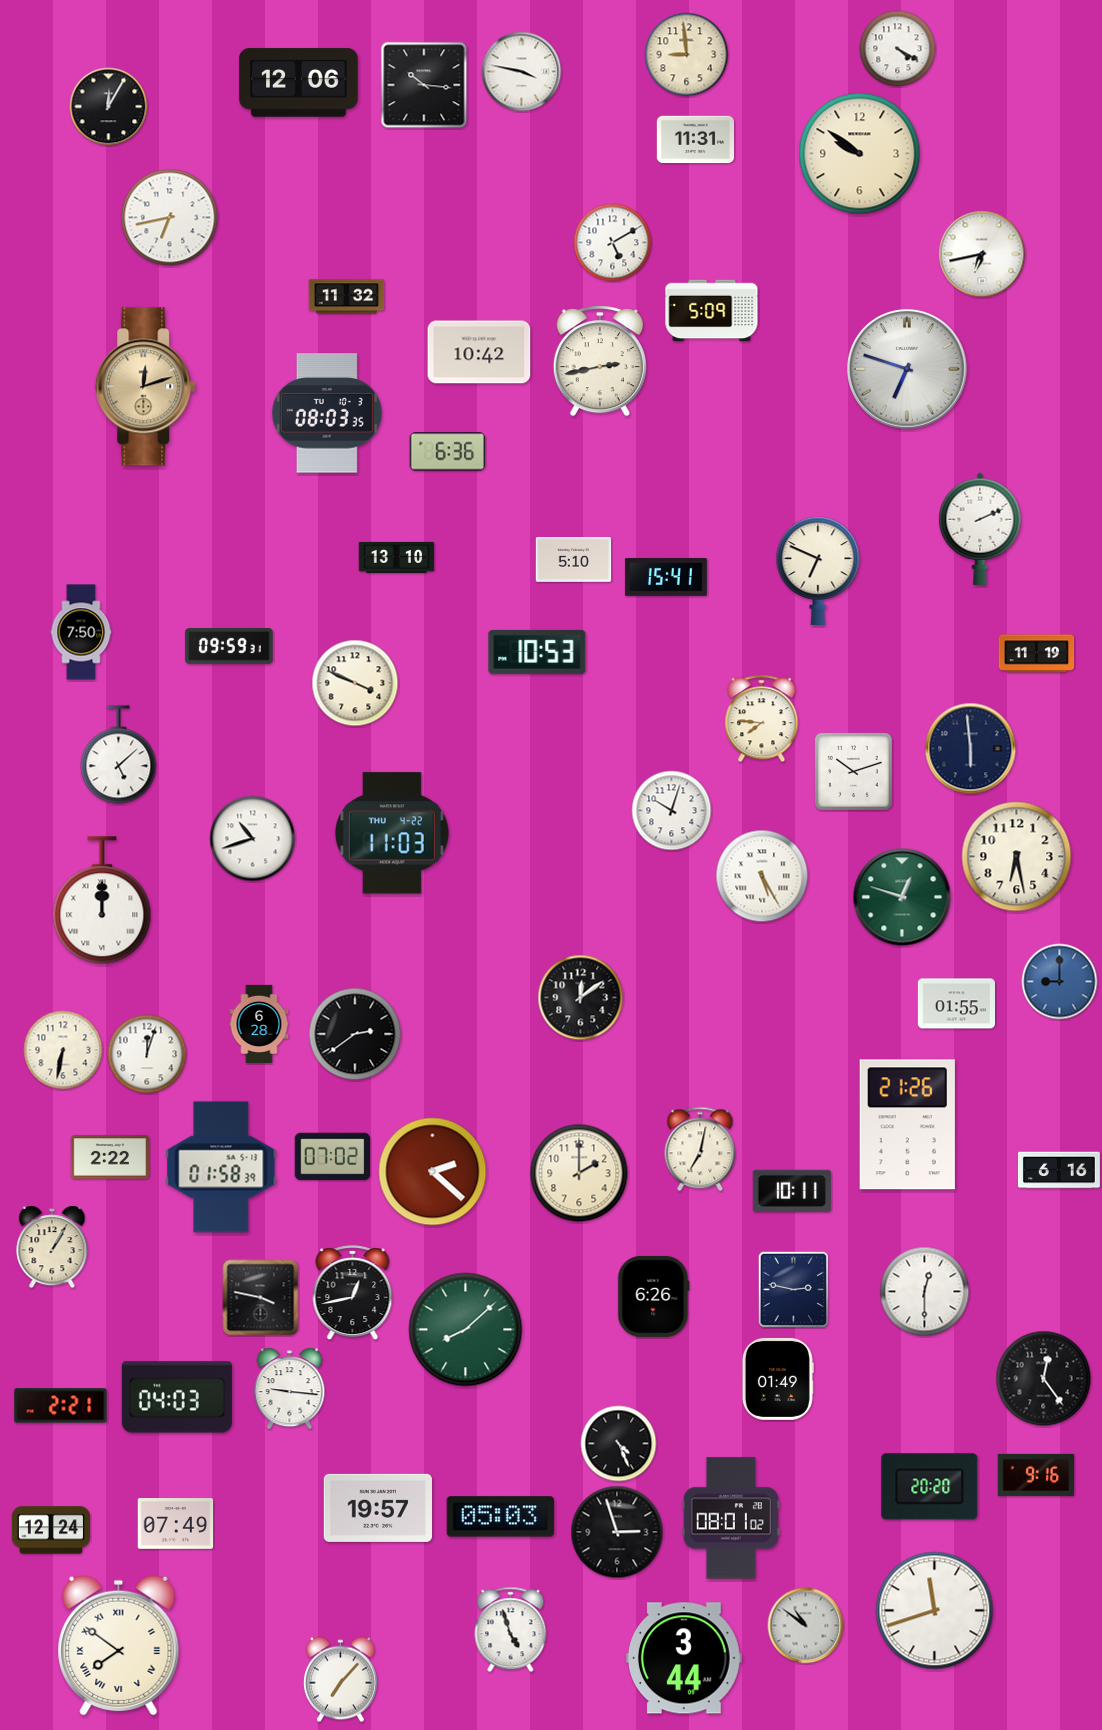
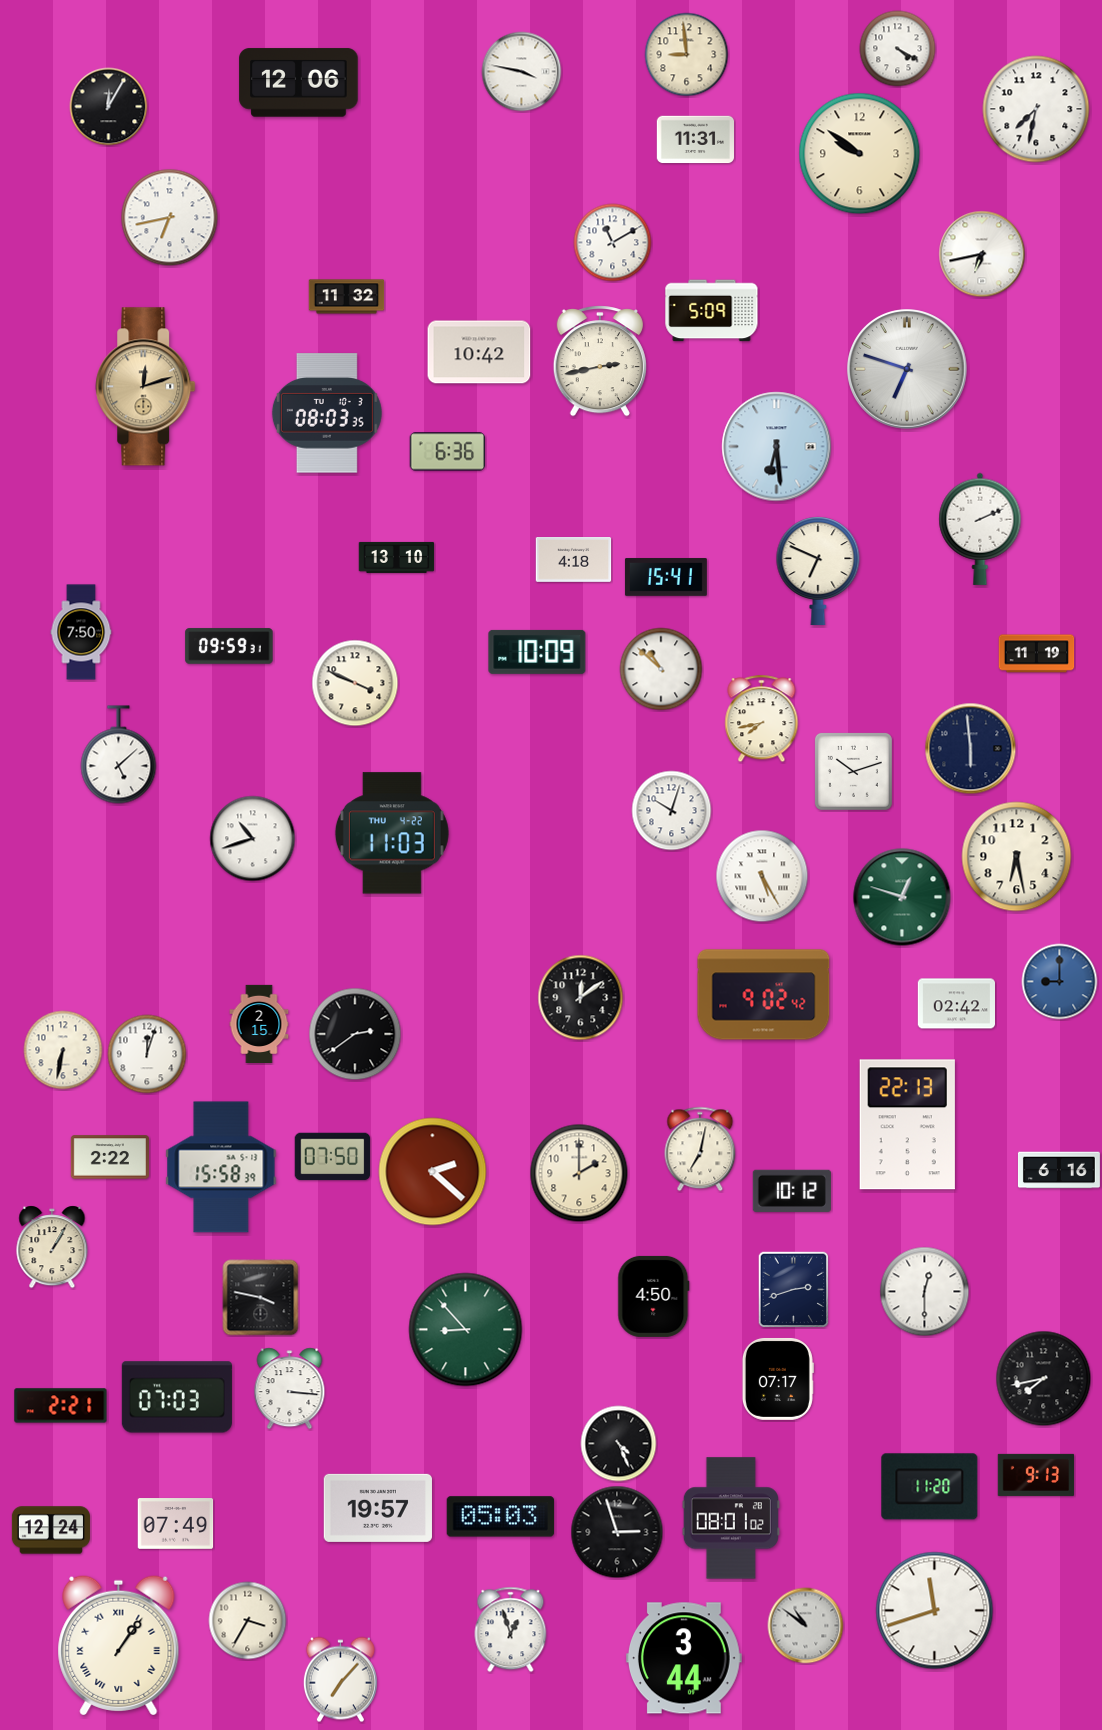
clock at (424, 85): 10:16 -> none
clock at (1036, 109): none -> 7:32
clock at (613, 243): 5:10 -> 11:10
clock at (777, 447): none -> 6:29
clock at (574, 560): 5:10 -> 4:18
clock at (537, 652): 10:53 -> 10:09
clock at (661, 669): none -> 10:52
clock at (762, 719): 7:46 -> 7:43
clock at (102, 901): 12:00 -> none
clock at (764, 995): none -> 9:02
clock at (956, 1004): 01:55 -> 02:42
clock at (259, 1023): 6:28 -> 2:15
clock at (907, 1125): 21:26 -> 22:13
clock at (333, 1157): 07:02 -> 07:50
clock at (221, 1167): 01:58 -> 15:58
clock at (792, 1191): 10:11 -> 10:12
clock at (794, 1290): 2:47 -> 2:42
clock at (353, 1292): 12:43 -> none
clock at (654, 1296): 6:26 -> 4:50
clock at (466, 1330): 8:08 -> 8:53
clock at (777, 1379): 01:49 -> 07:17
clock at (1044, 1379): 12:24 -> 7:43
clock at (290, 1389): 9:16 -> 3:16
clock at (177, 1397): 04:03 -> 07:03
clock at (1036, 1475): 9:16 -> 9:13
clock at (930, 1487): 20:20 -> 11:20
clock at (248, 1621): none -> 3:35
clock at (511, 1630): 4:57 -> 12:57
clock at (119, 1646): 7:51 -> 1:06
